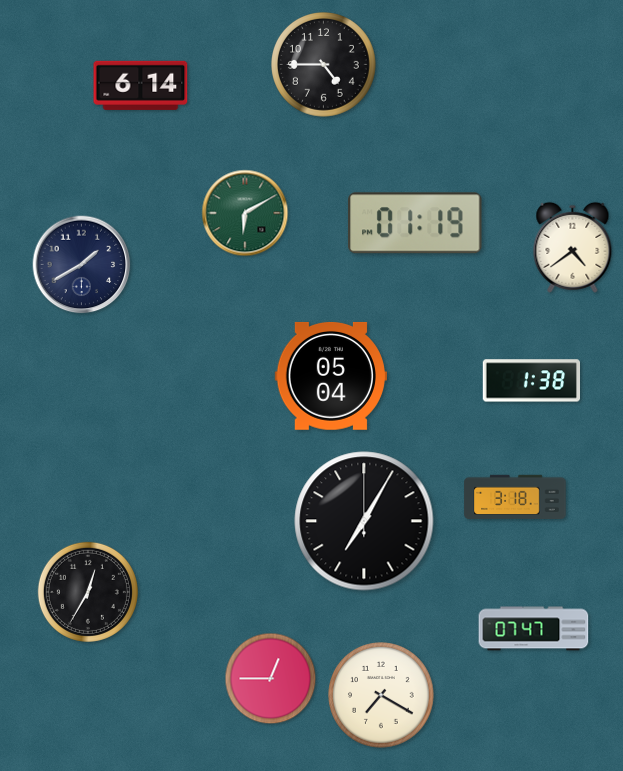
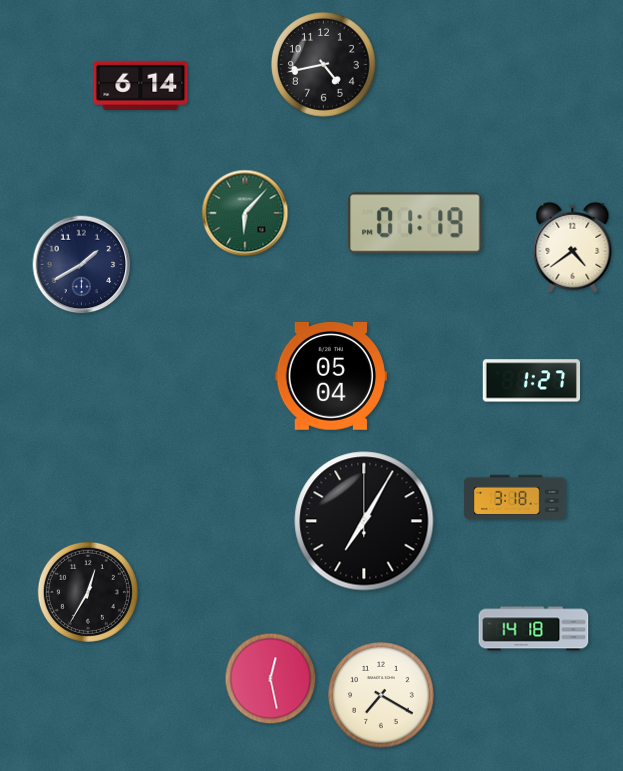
clock at (324, 65): 4:45 -> 4:43
clock at (245, 213): 6:10 -> 6:07
clock at (531, 381): 1:38 -> 1:27
clock at (534, 629): 07:47 -> 14:18
clock at (271, 679): 12:45 -> 12:28
